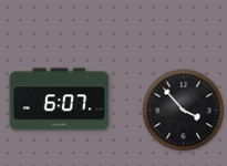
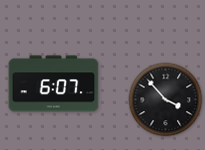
clock at (60, 100) position: (60, 100) -> (54, 84)
